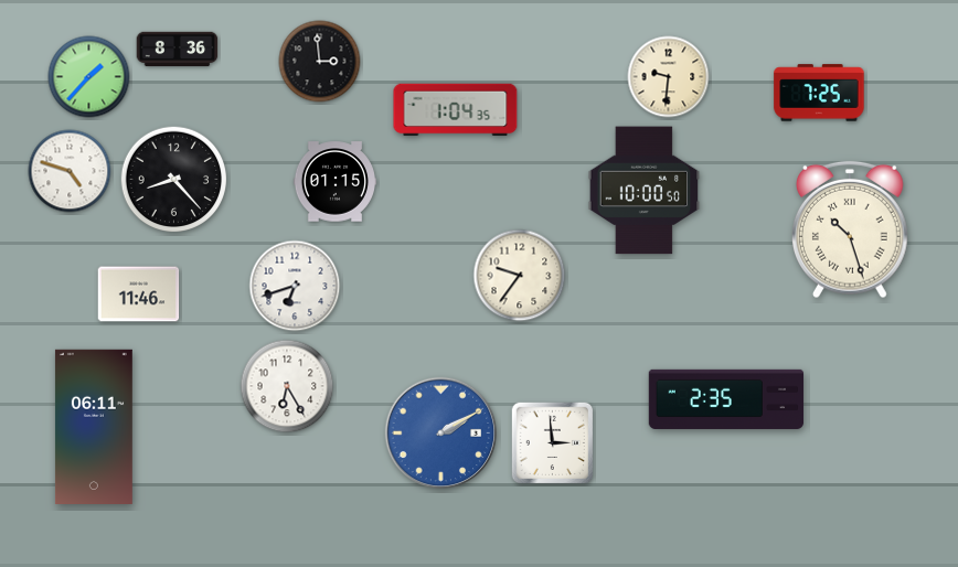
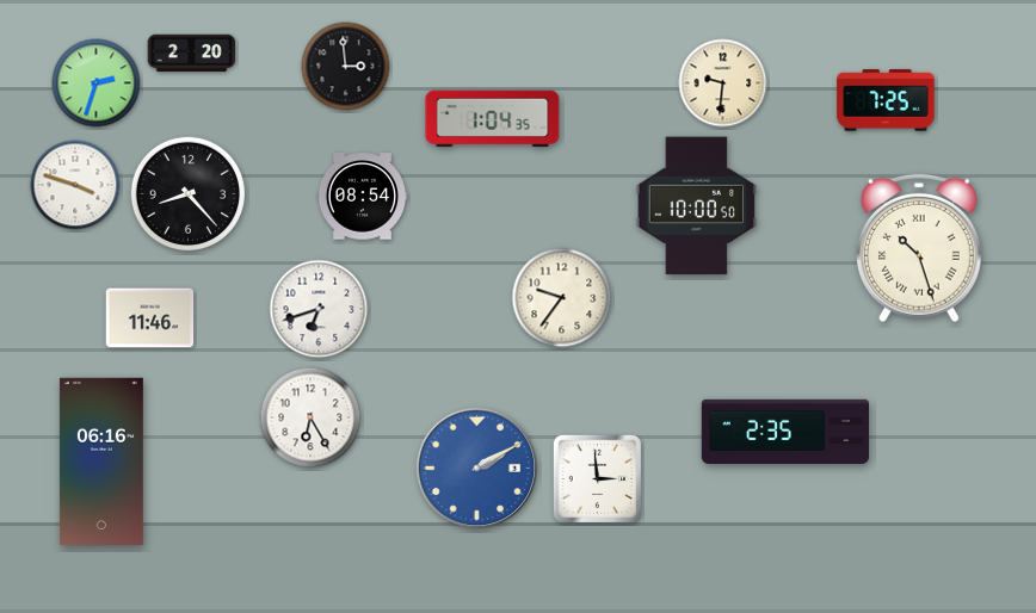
clock at (178, 50): 8:36 -> 2:20
clock at (89, 77): 1:37 -> 2:33
clock at (70, 171): 4:48 -> 3:48
clock at (334, 182): 01:15 -> 08:54
clock at (94, 426): 06:11 -> 06:16
